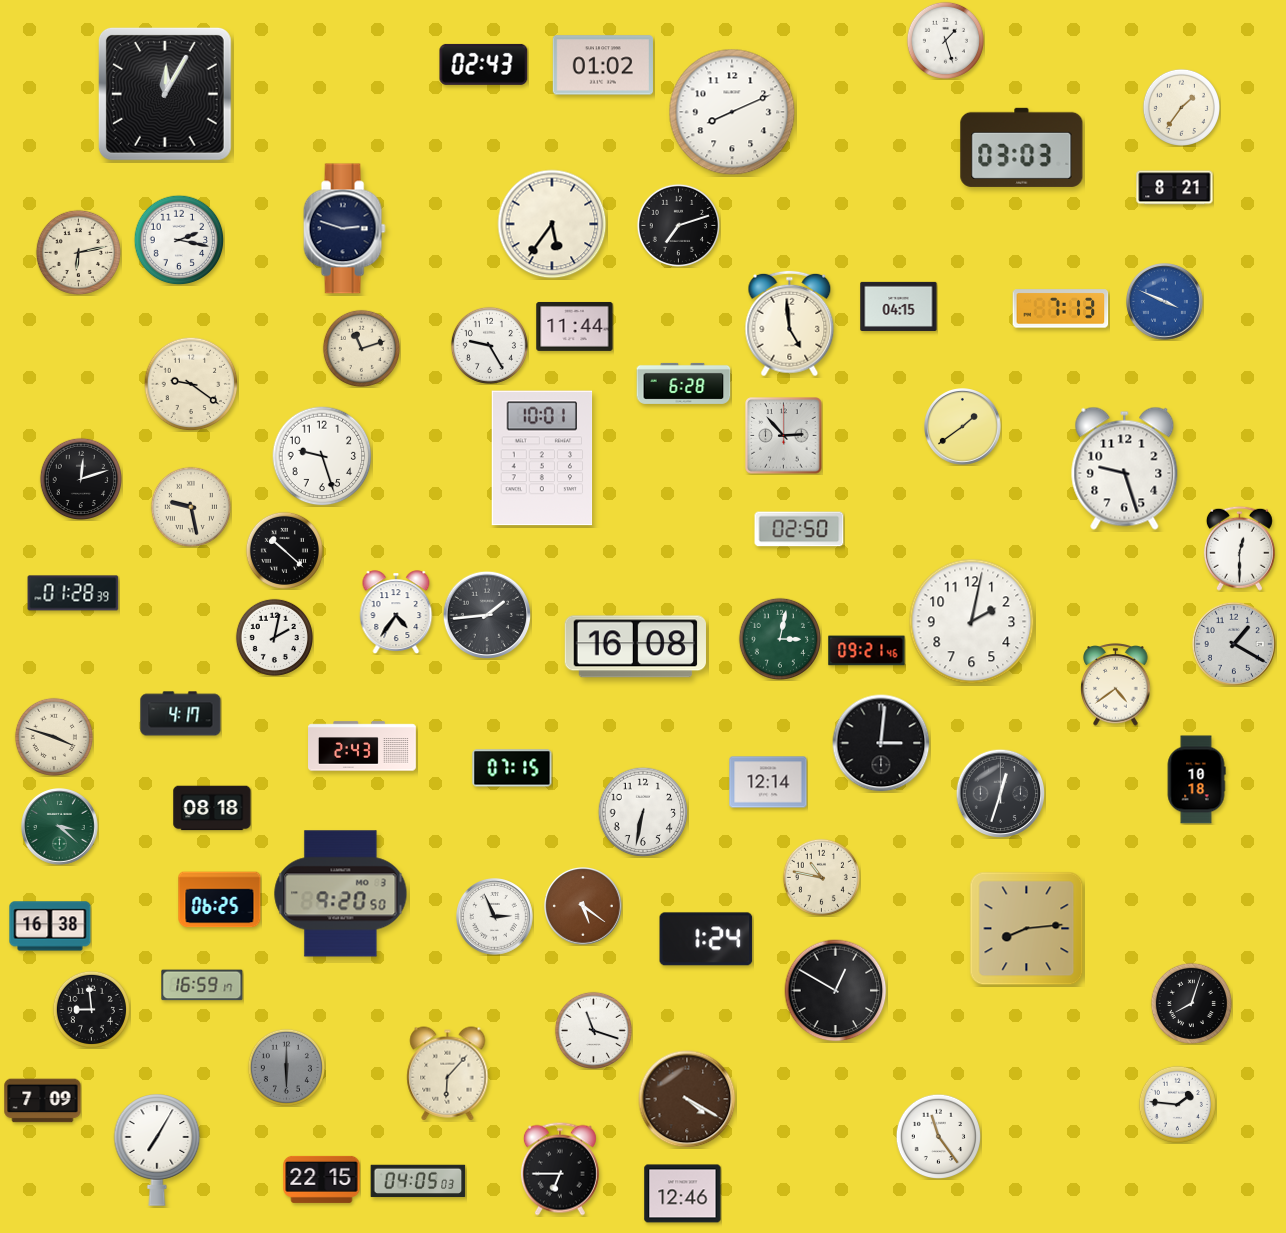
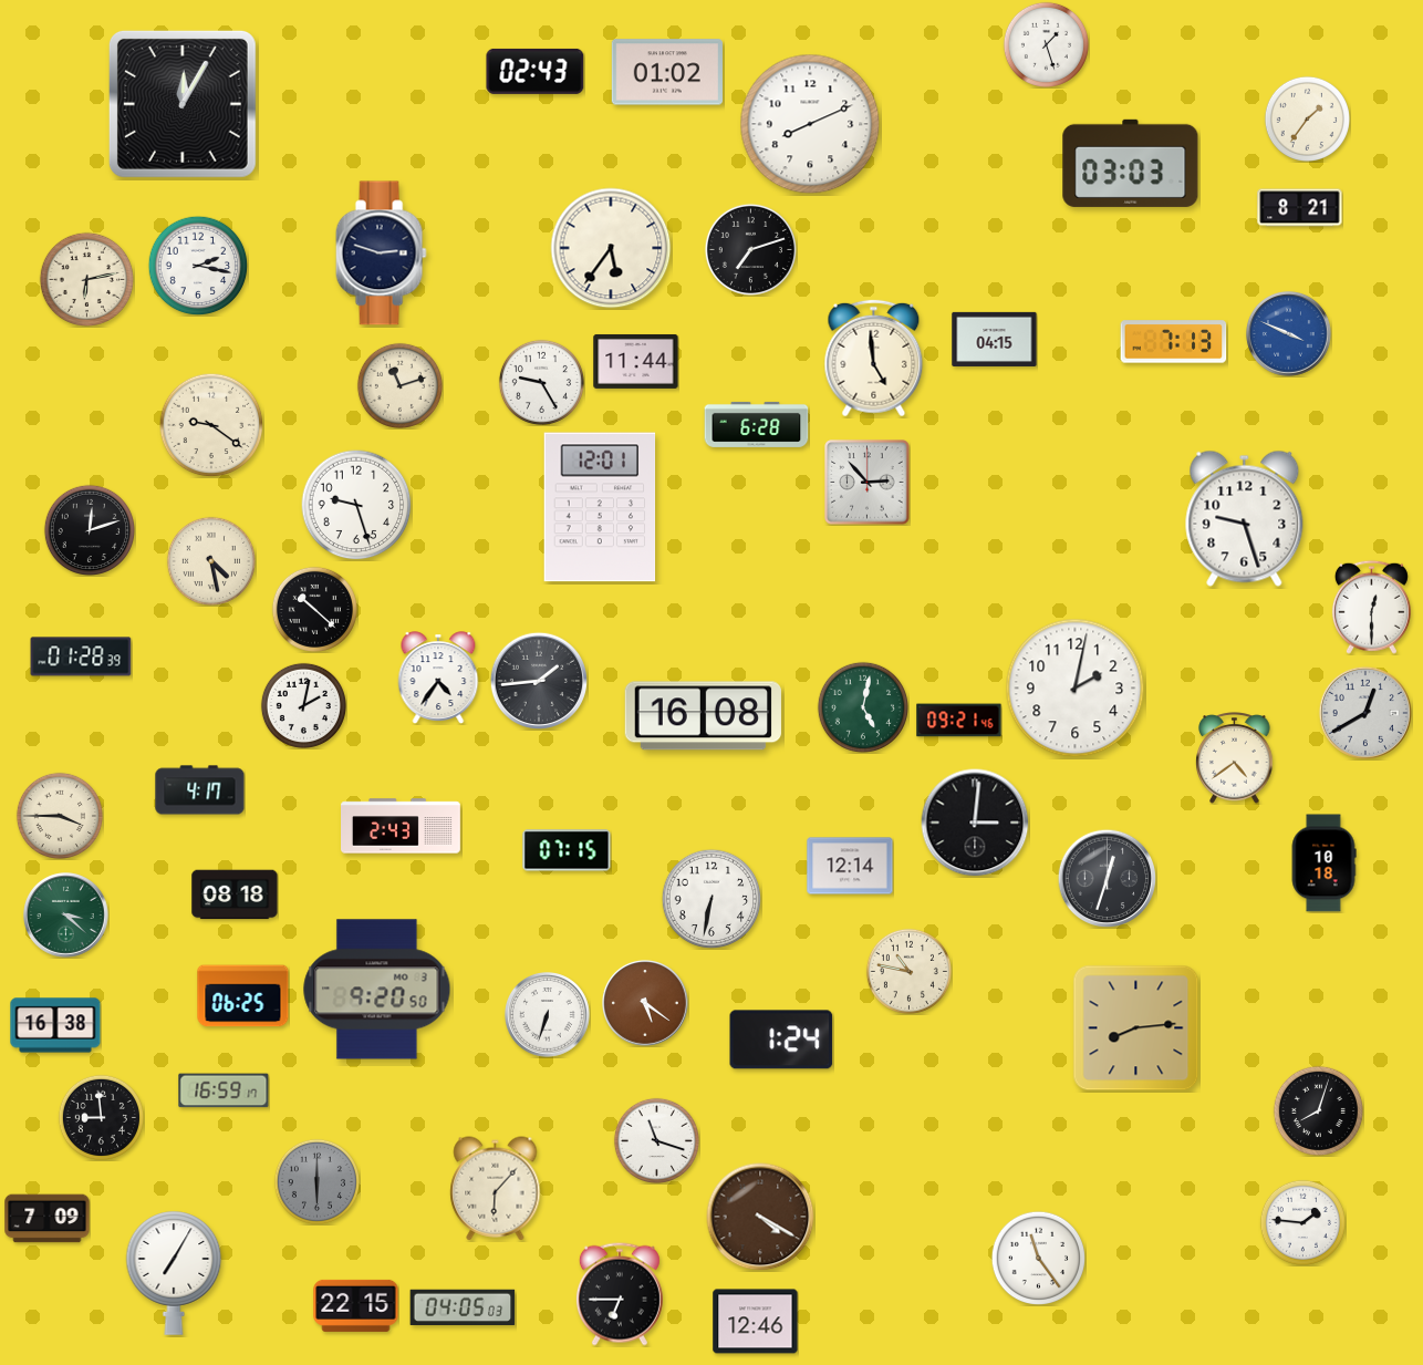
clock at (963, 427): 1:39 -> none
clock at (542, 458): 10:01 -> 12:01
clock at (190, 506): 9:28 -> 4:28
clock at (799, 529): 02:50 -> none
clock at (779, 638): 3:02 -> 5:02
clock at (1234, 644): 1:20 -> 12:40
clock at (54, 737): 3:48 -> 3:45
clock at (495, 917): 2:56 -> 6:33
clock at (836, 991): 12:50 -> none
